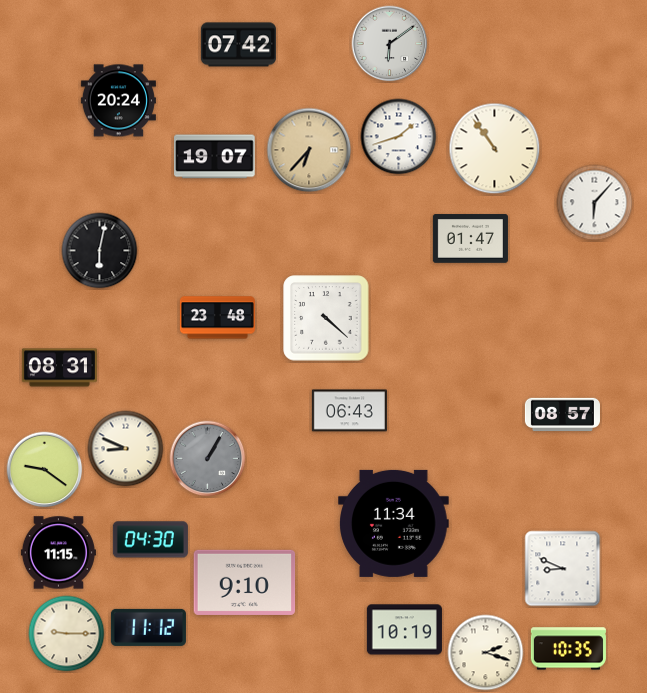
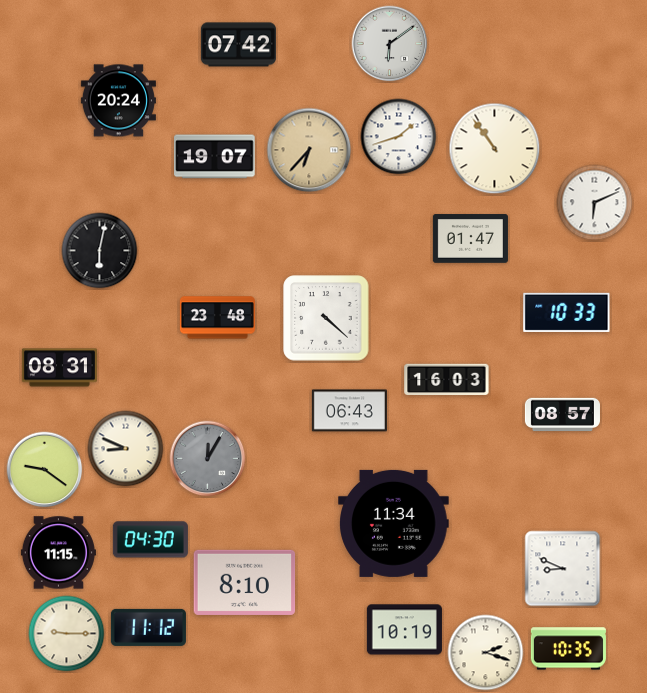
clock at (595, 203): 6:07 -> 6:11
clock at (567, 312): none -> 10:33
clock at (447, 380): none -> 16:03
clock at (208, 459): 1:05 -> 12:05
clock at (245, 582): 9:10 -> 8:10
